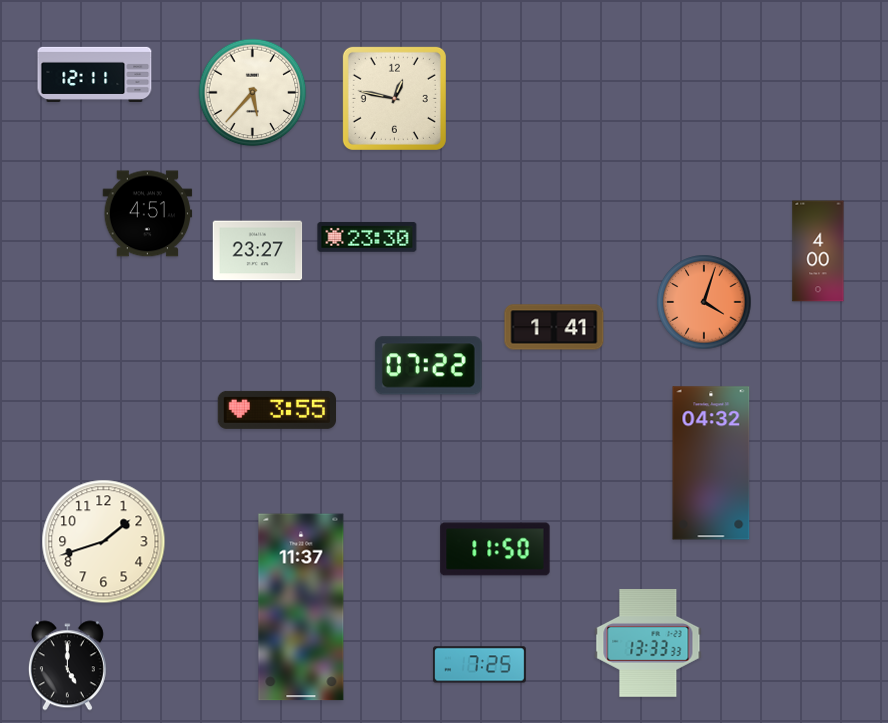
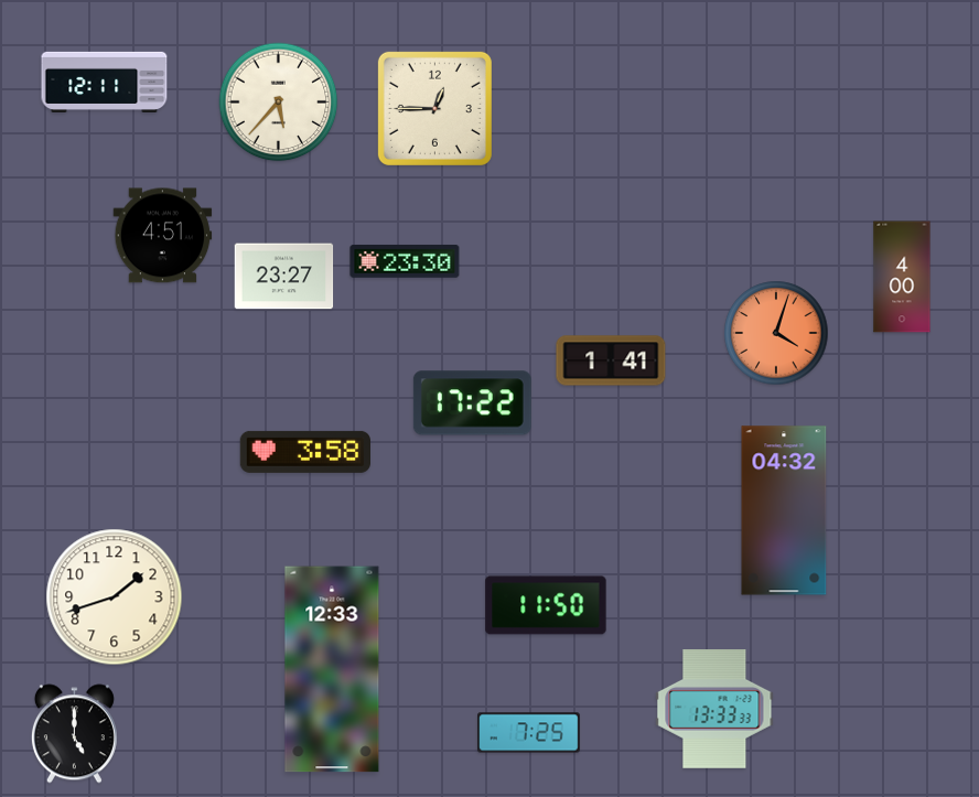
clock at (394, 98): 12:47 -> 12:45
clock at (428, 366): 07:22 -> 17:22
clock at (276, 410): 3:55 -> 3:58
clock at (301, 607): 11:37 -> 12:33
